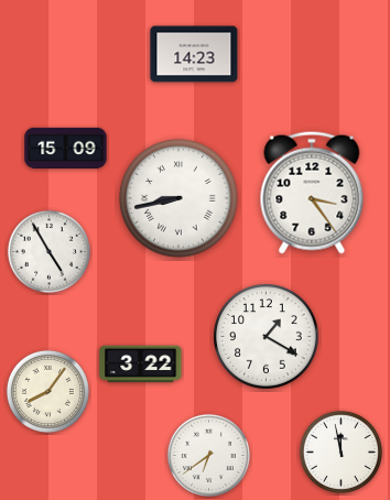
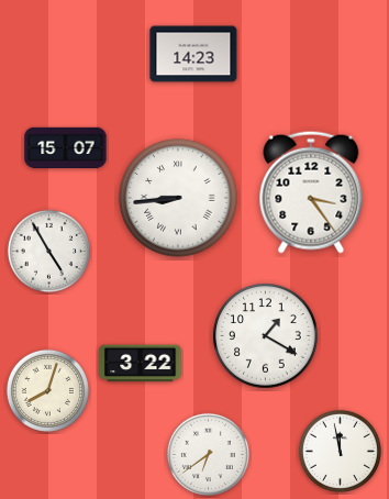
clock at (66, 148): 15:09 -> 15:07
clock at (178, 198): 8:43 -> 8:44
clock at (47, 391): 8:06 -> 8:03
